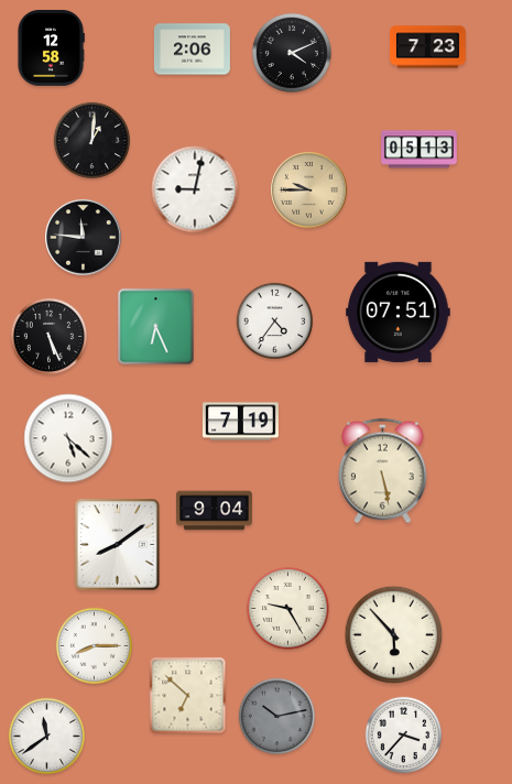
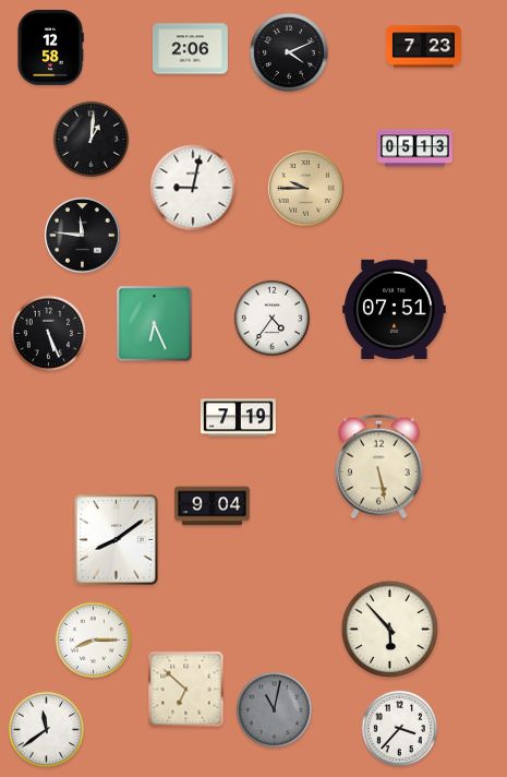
clock at (68, 438): 5:22 -> none
clock at (288, 609): 9:25 -> none
clock at (276, 716): 10:13 -> 11:02
